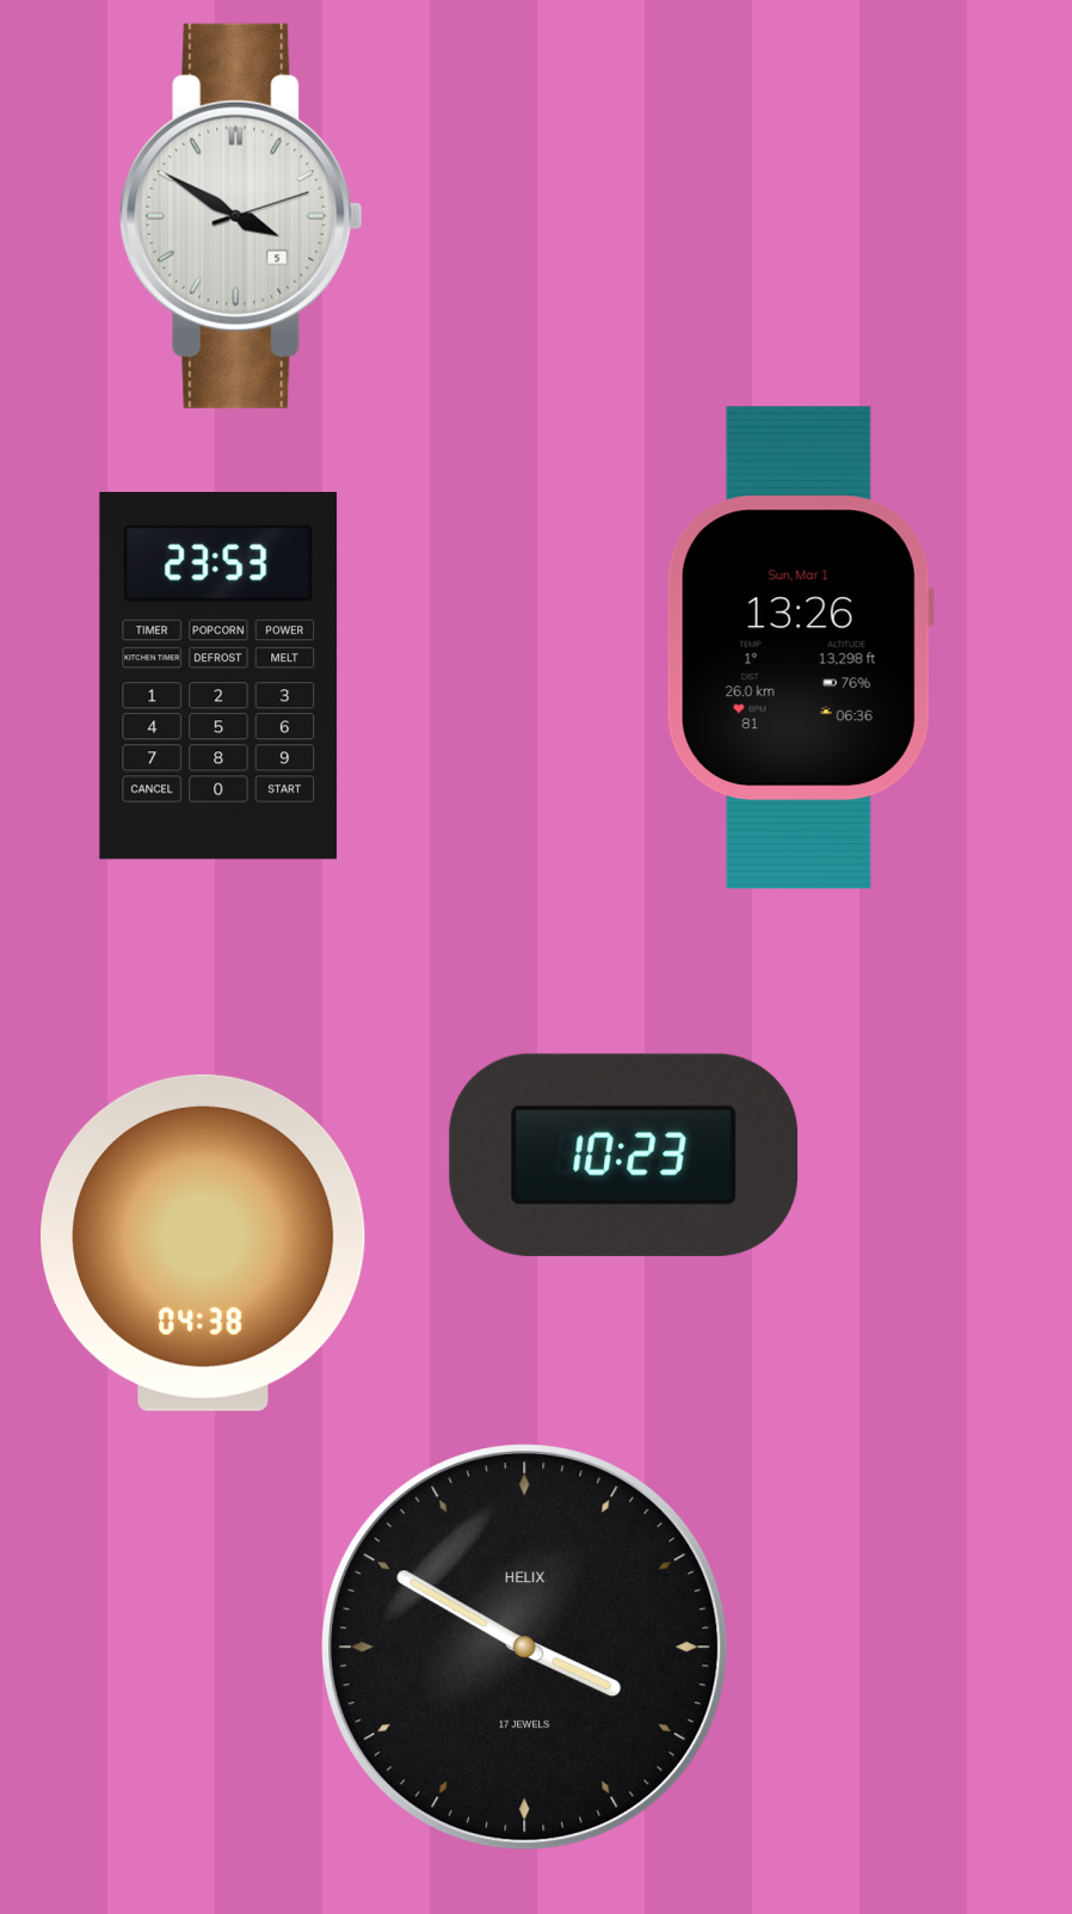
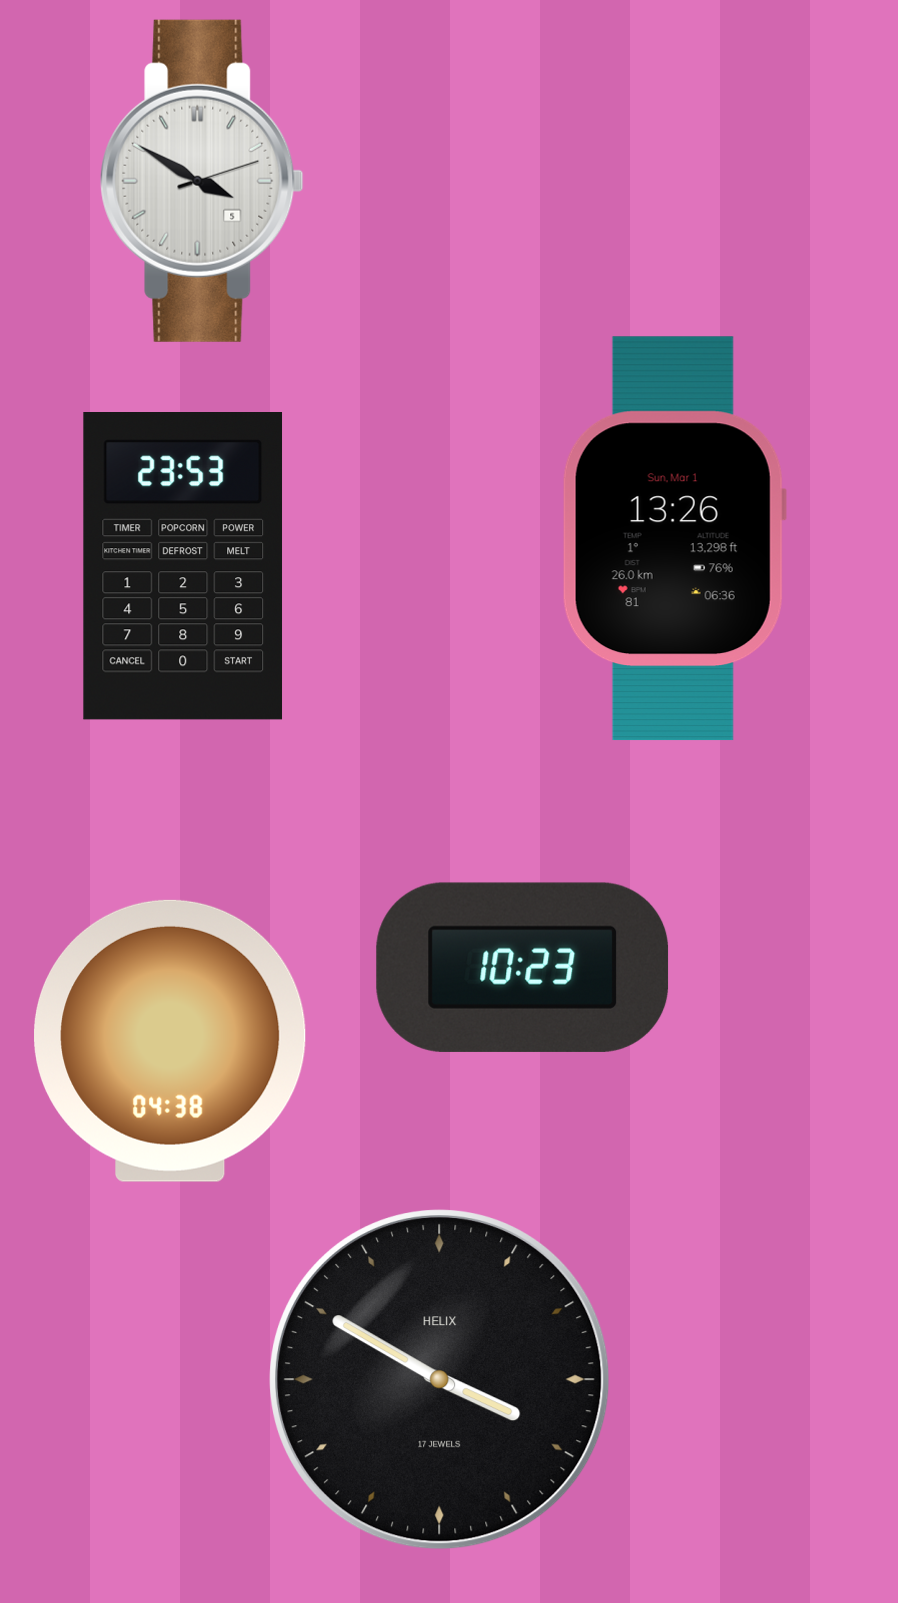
clock at (800, 648) position: (800, 648) -> (674, 539)
